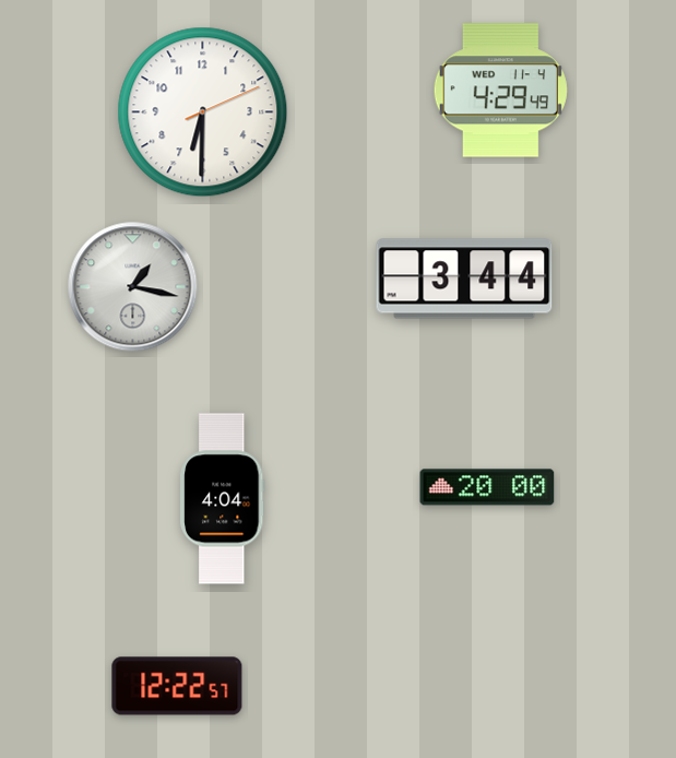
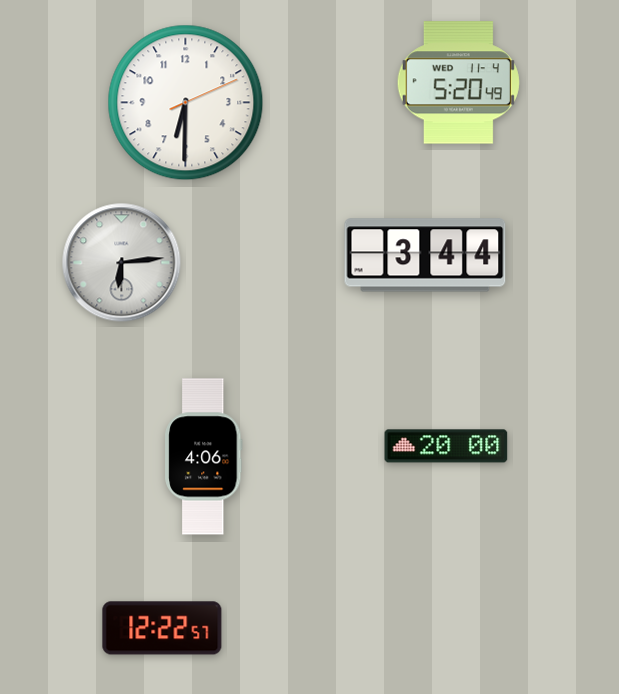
clock at (500, 91): 4:29 -> 5:20
clock at (133, 287): 1:17 -> 6:14
clock at (223, 499): 4:04 -> 4:06
